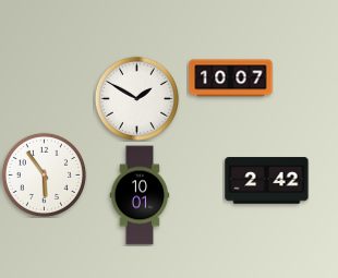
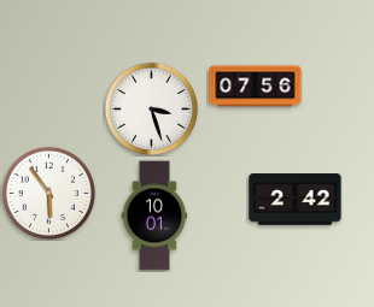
clock at (231, 78): 10:07 -> 07:56
clock at (136, 98): 1:50 -> 3:27
